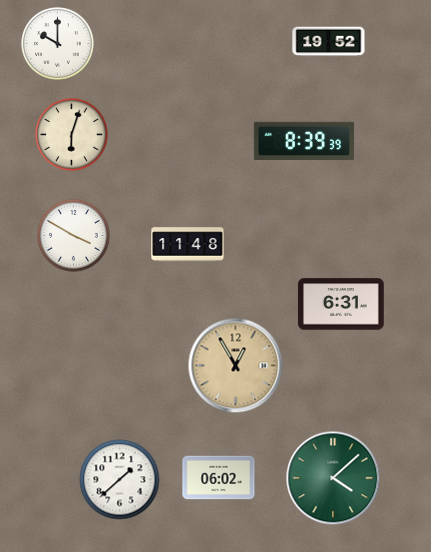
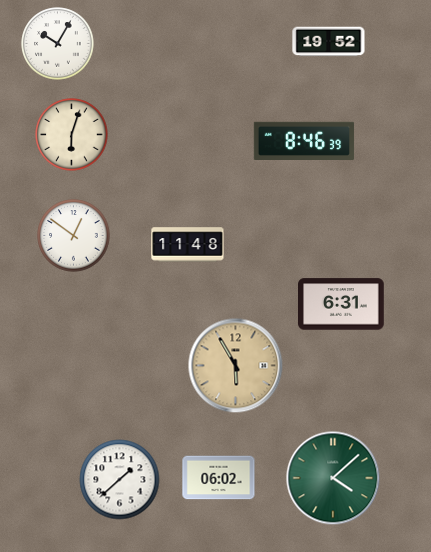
clock at (58, 44): 10:00 -> 10:05
clock at (304, 141): 8:39 -> 8:46
clock at (74, 236): 3:50 -> 12:51
clock at (236, 366): 12:55 -> 5:55
